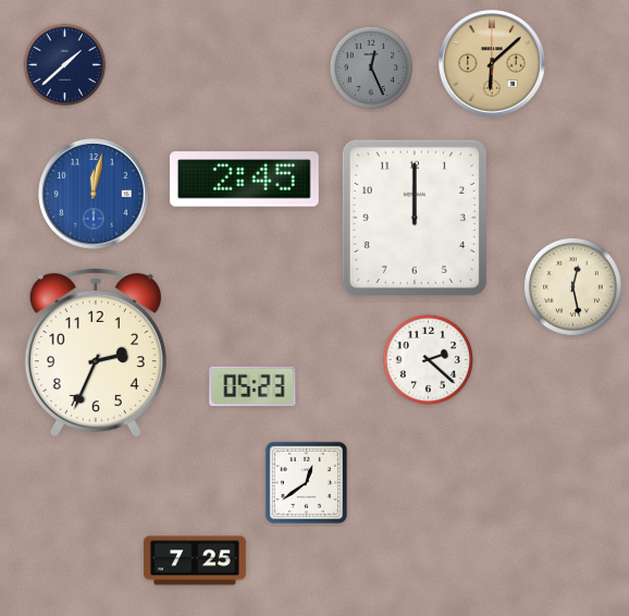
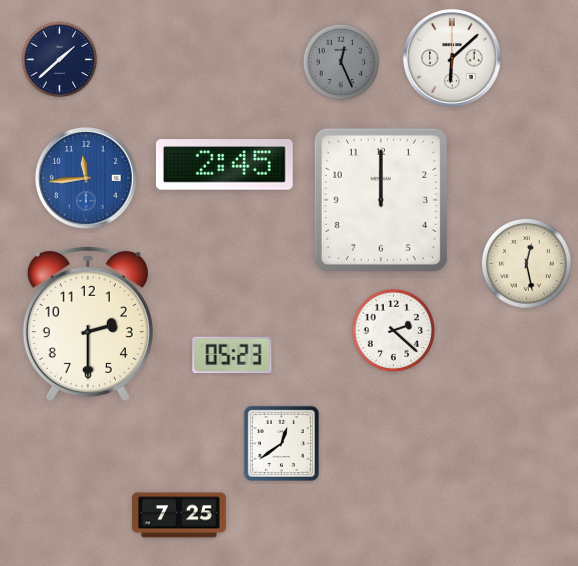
clock at (493, 64) dial: champagne -> white
clock at (95, 195): 12:02 -> 11:44
clock at (96, 353): 2:34 -> 2:30
